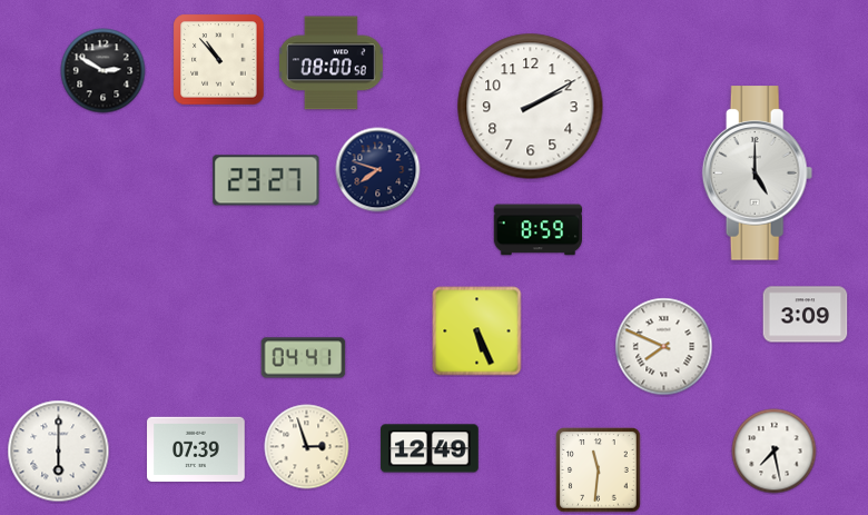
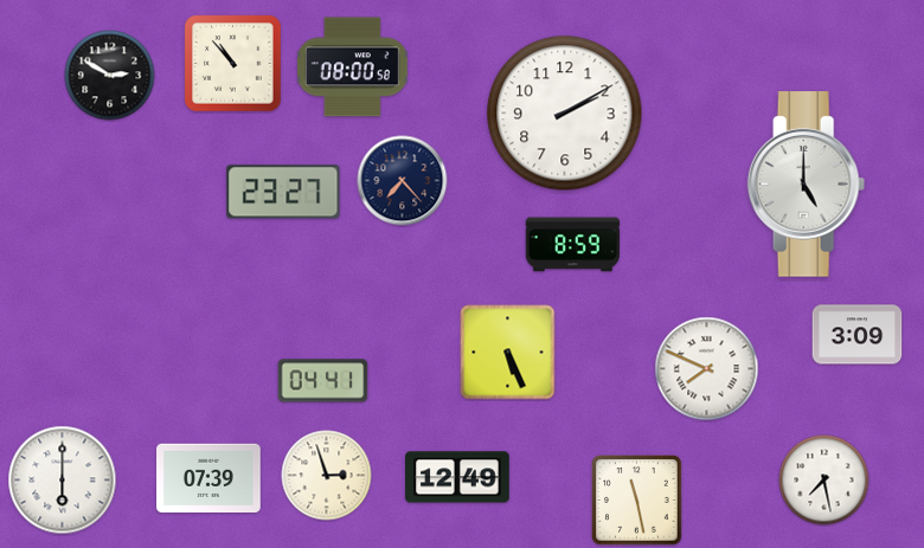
clock at (378, 170): 7:48 -> 7:23
clock at (599, 471): 11:31 -> 11:28
